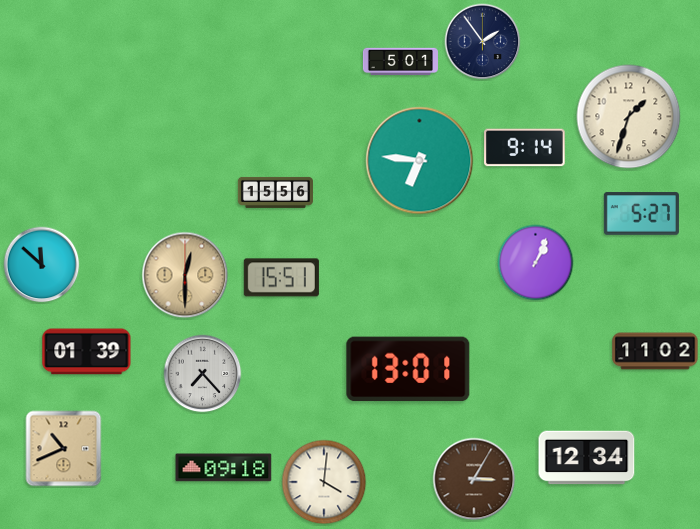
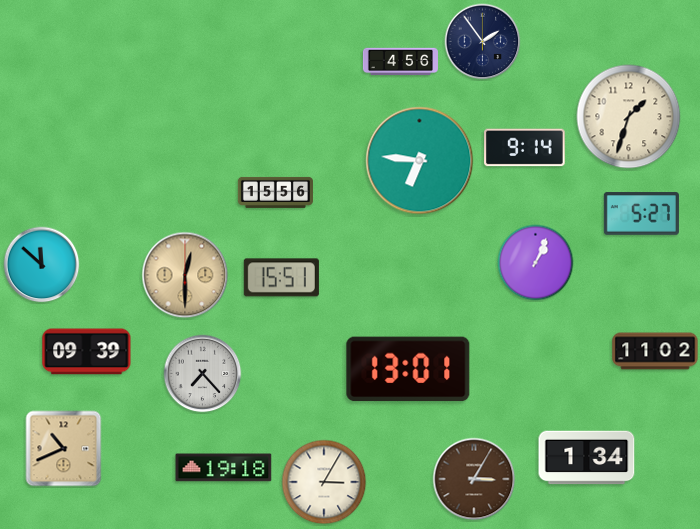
clock at (400, 62): 5:01 -> 4:56
clock at (87, 352): 01:39 -> 09:39
clock at (587, 458): 12:34 -> 1:34
clock at (224, 468): 09:18 -> 19:18
clock at (324, 482): 4:01 -> 3:05
